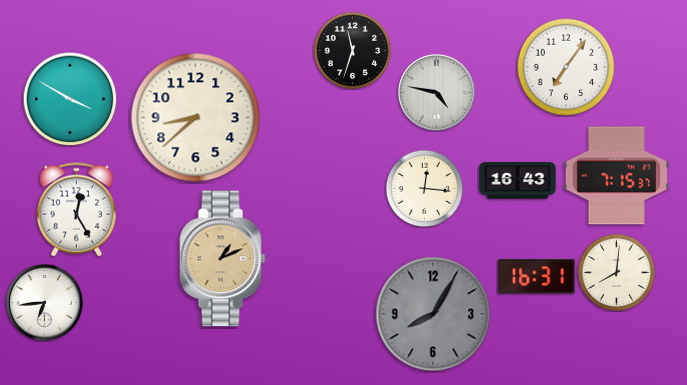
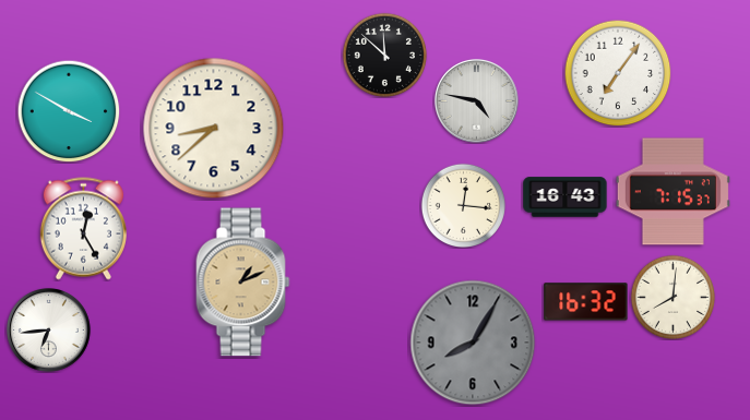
clock at (352, 50): 11:33 -> 11:52
clock at (70, 99) position: (70, 99) -> (69, 111)
clock at (537, 277): 16:31 -> 16:32
